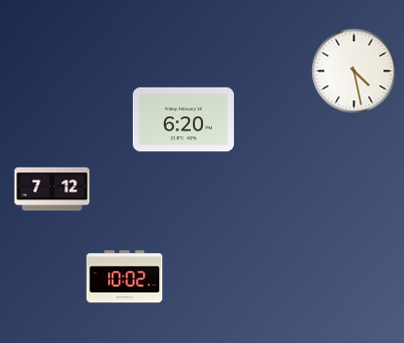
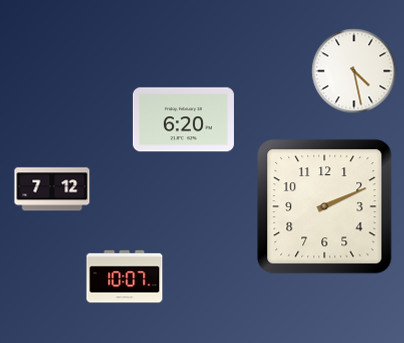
clock at (325, 207): none -> 2:11
clock at (125, 277): 10:02 -> 10:07
